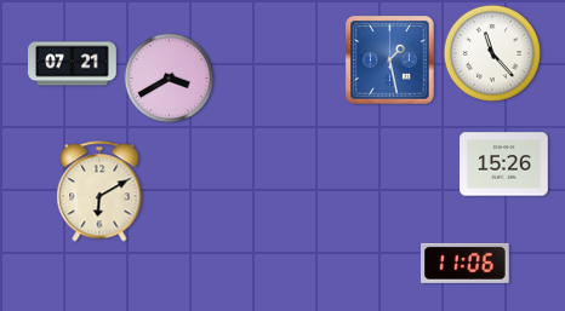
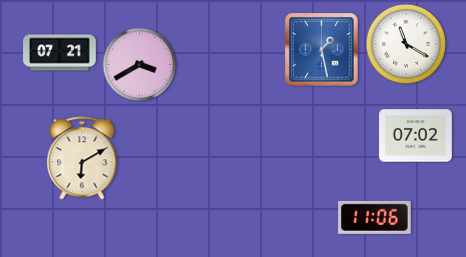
clock at (492, 53): 11:23 -> 11:20
clock at (504, 165): 15:26 -> 07:02
clock at (466, 263) position: (466, 263) -> (375, 217)
